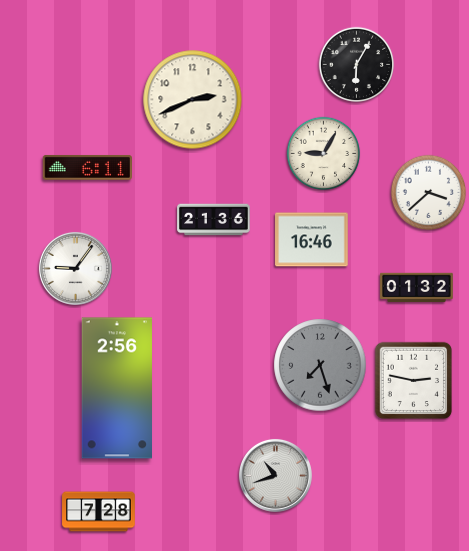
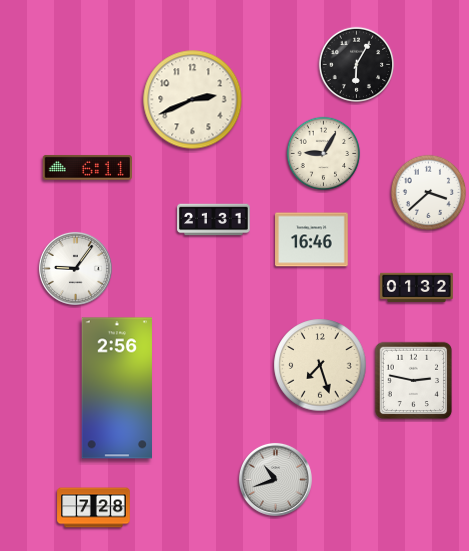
clock at (214, 220): 21:36 -> 21:31
clock at (320, 365) dial: grey -> cream
clock at (275, 475) position: (275, 475) -> (275, 479)
clock at (99, 512) position: (99, 512) -> (94, 508)
